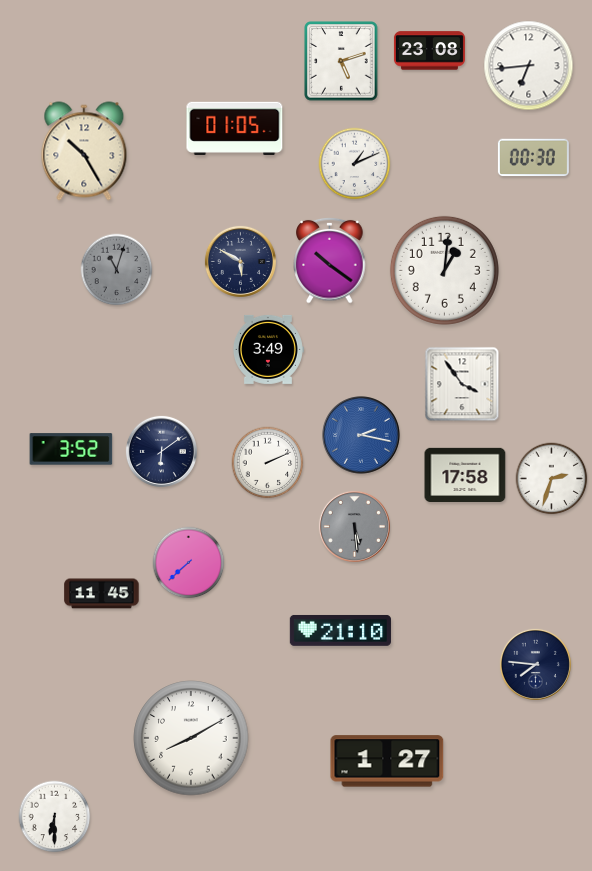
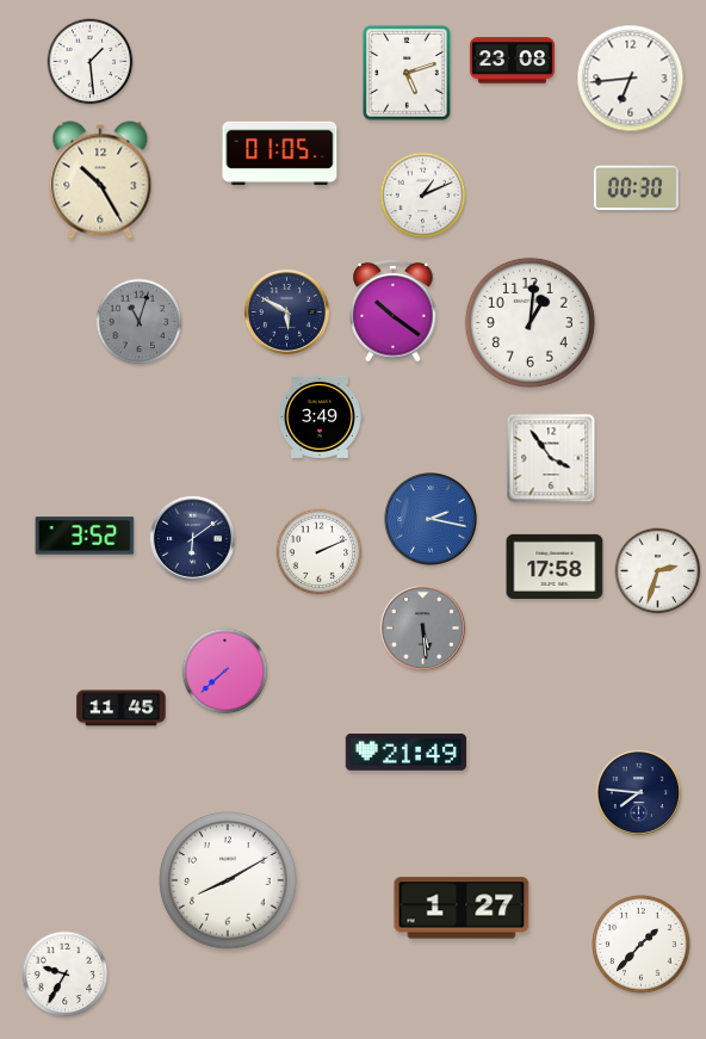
clock at (91, 62): none -> 1:29
clock at (340, 630): 21:10 -> 21:49
clock at (642, 945): none -> 1:37
clock at (55, 817): 6:30 -> 9:35
